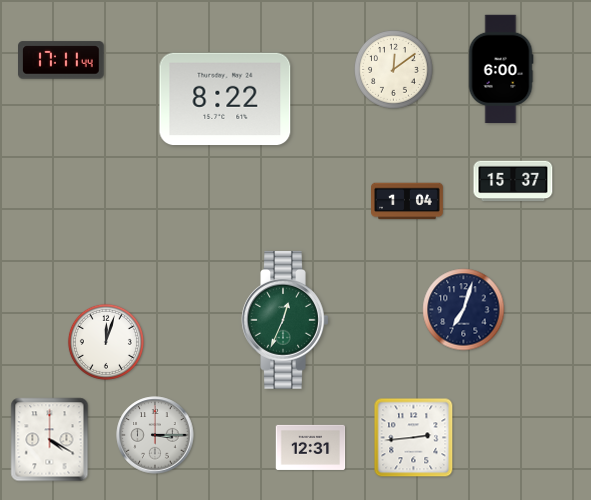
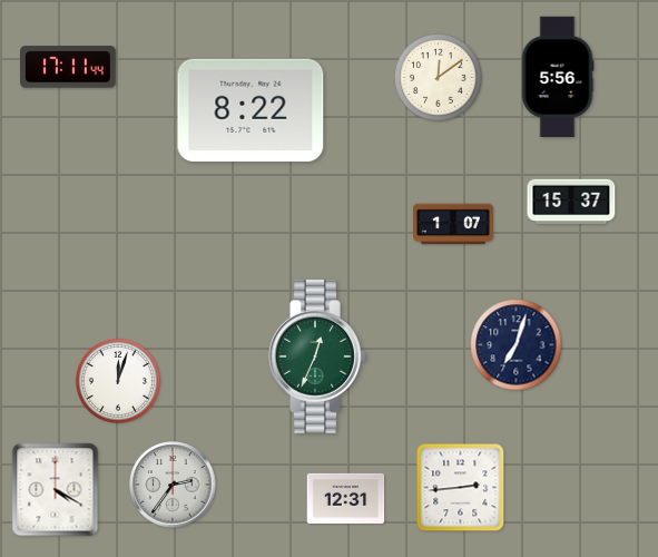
clock at (501, 69): 6:00 -> 5:56
clock at (408, 201): 1:04 -> 1:07
clock at (155, 435): 3:15 -> 2:36
